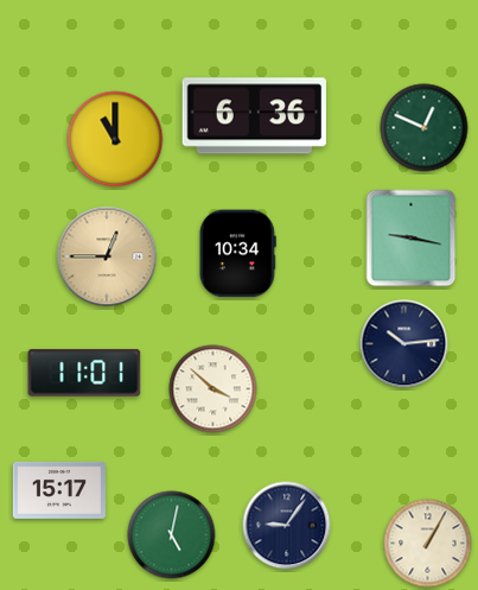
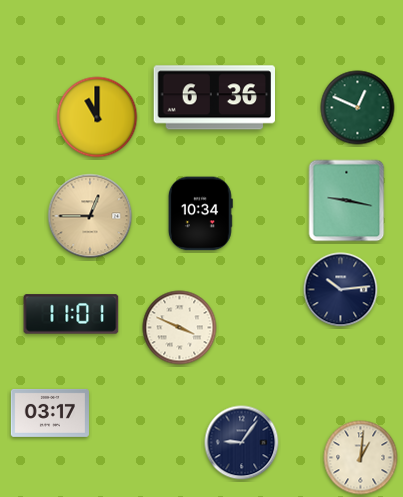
clock at (213, 389): 3:52 -> 3:49
clock at (59, 490): 15:17 -> 03:17
clock at (172, 535): 5:02 -> none
clock at (428, 544): 1:05 -> 1:01
